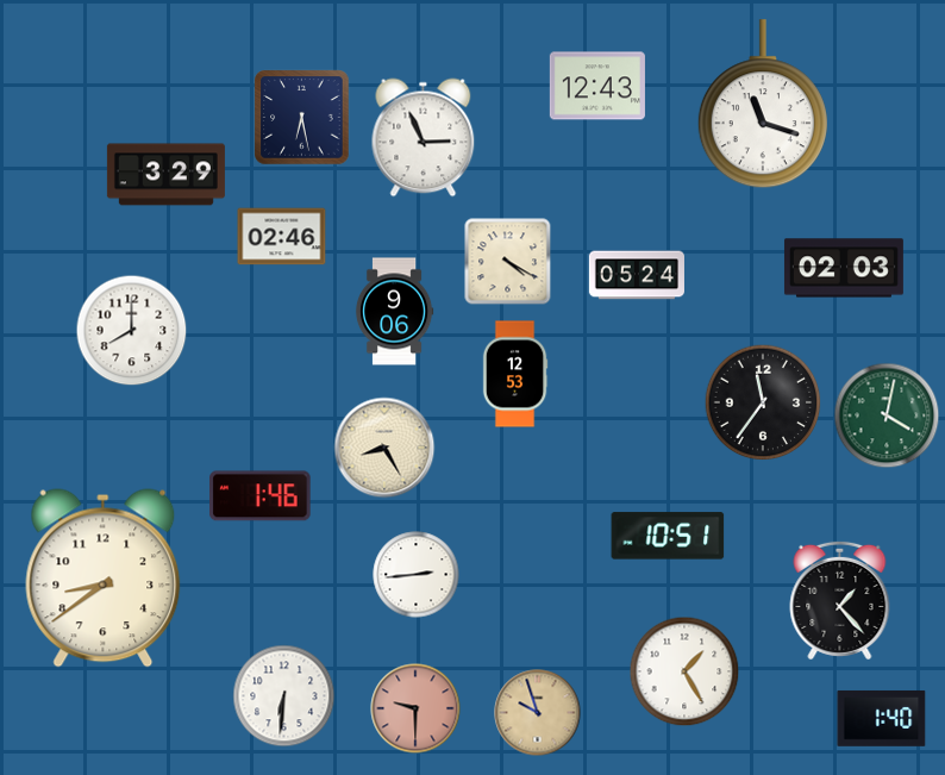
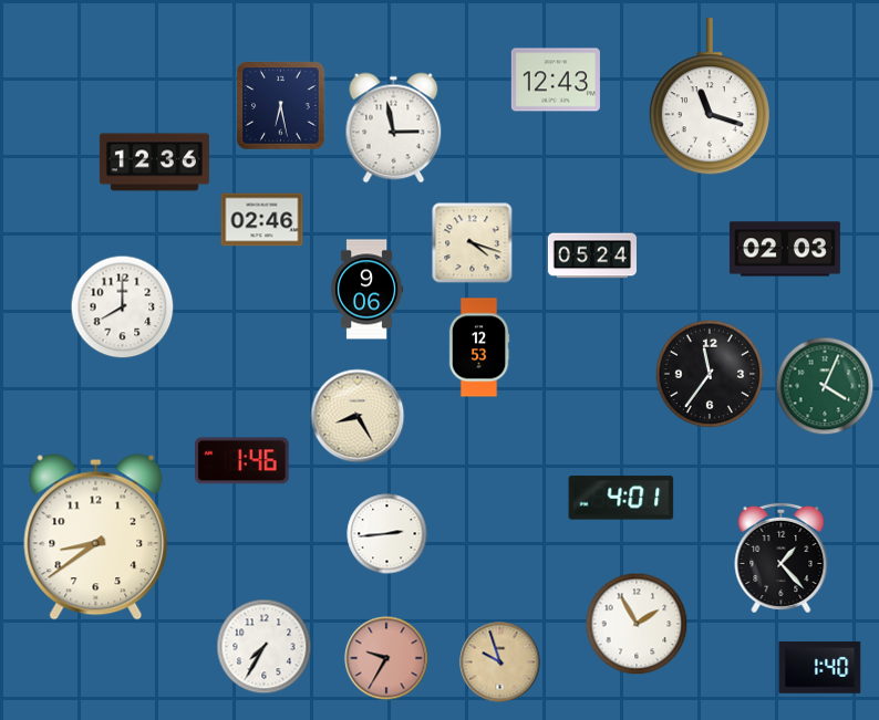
clock at (302, 118) position: (302, 118) -> (281, 106)
clock at (424, 138): 2:56 -> 2:58
clock at (165, 175): 3:29 -> 12:36
clock at (508, 262): 4:20 -> 4:18
clock at (887, 415): 4:02 -> 4:04
clock at (668, 536): 10:51 -> 4:01
clock at (684, 671): 1:25 -> 1:55
clock at (284, 696): 6:31 -> 7:35
clock at (415, 708): 9:30 -> 9:35
